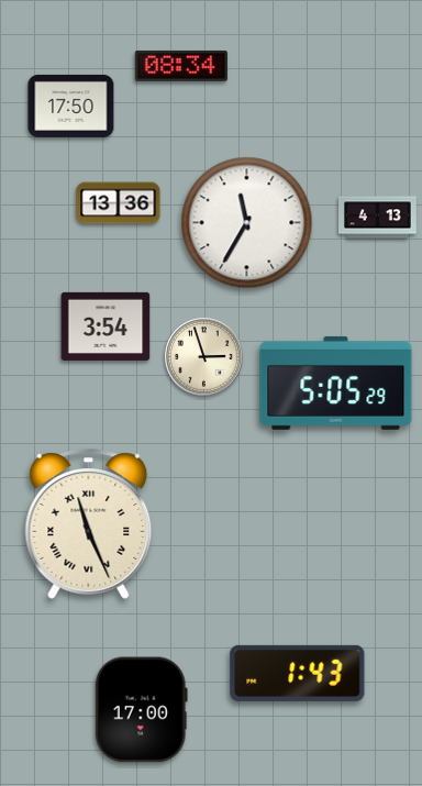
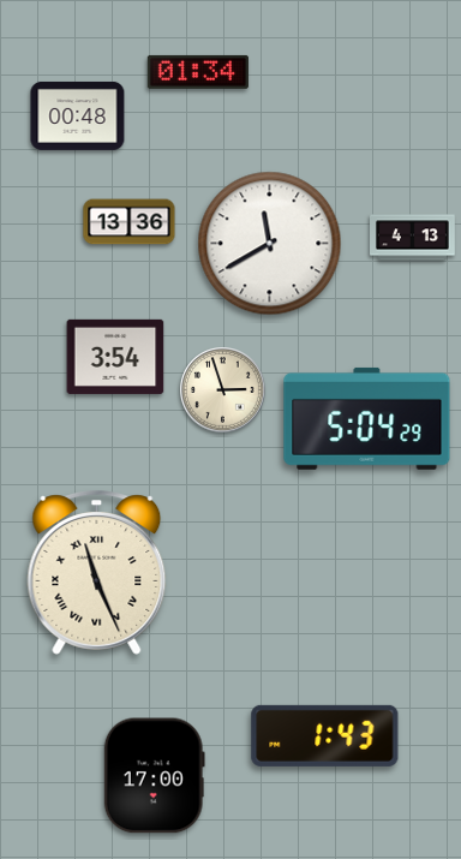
clock at (181, 66): 08:34 -> 01:34
clock at (71, 106): 17:50 -> 00:48
clock at (247, 223): 11:35 -> 11:40
clock at (336, 383): 5:05 -> 5:04
